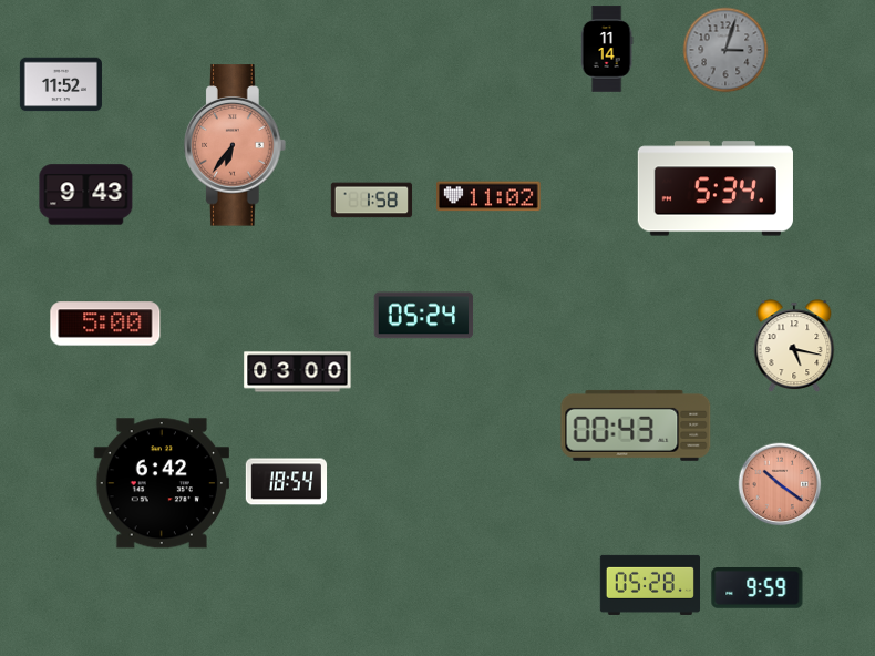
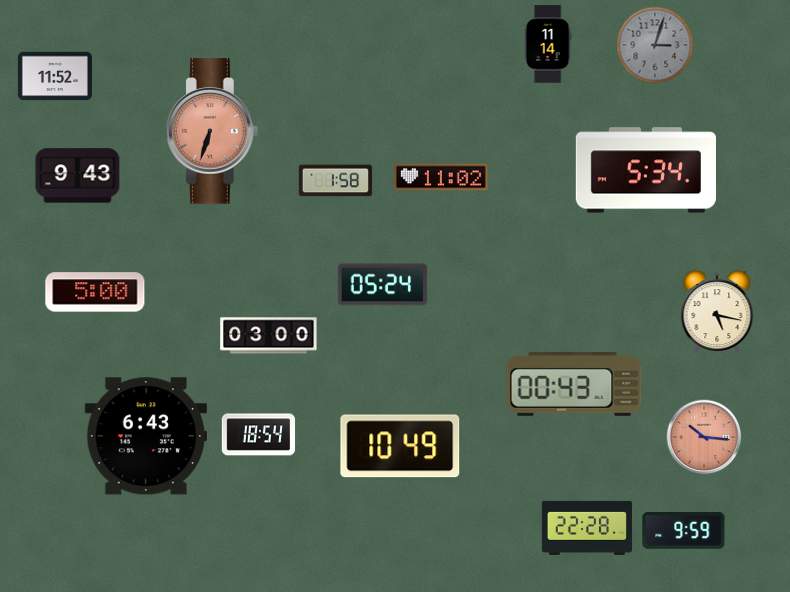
clock at (236, 145): 6:36 -> 6:33
clock at (161, 483): 6:42 -> 6:43
clock at (780, 484): 10:21 -> 10:16
clock at (400, 446): none -> 10:49
clock at (649, 585): 05:28 -> 22:28
